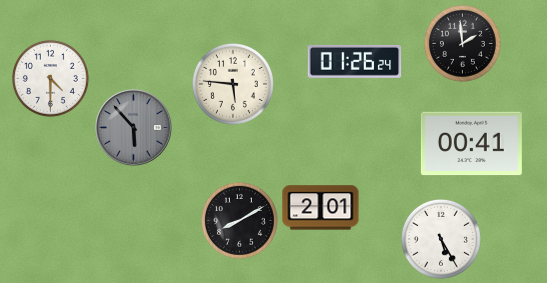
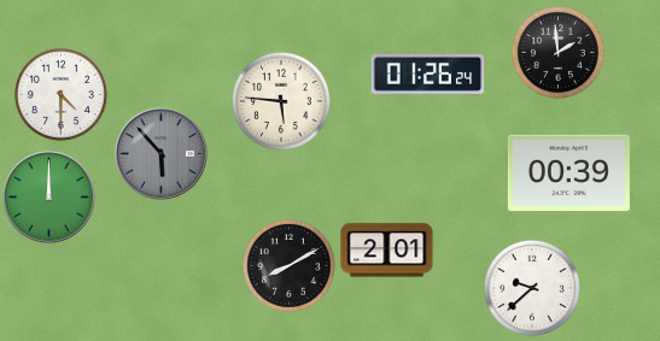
clock at (471, 144): 00:41 -> 00:39
clock at (49, 198): none -> 12:00
clock at (441, 239): 5:25 -> 9:38
